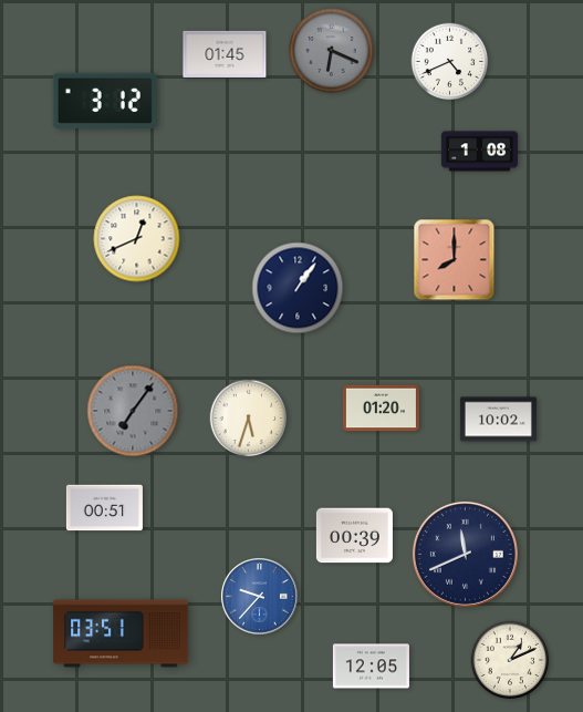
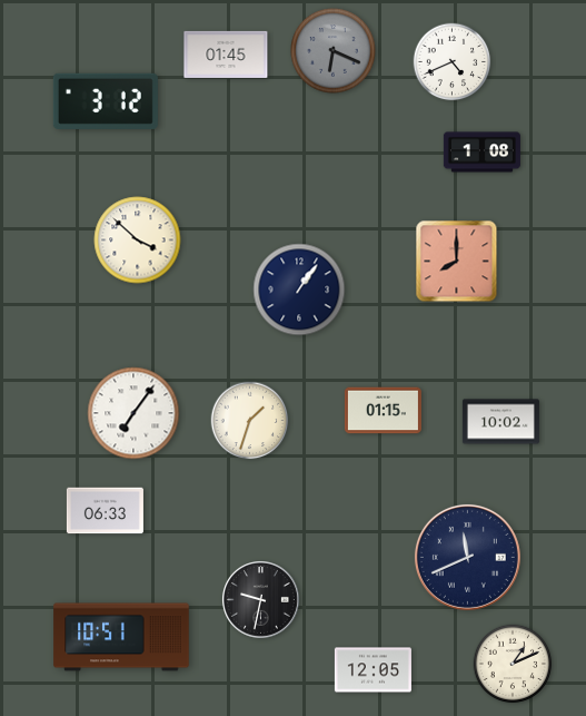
clock at (137, 239): 12:41 -> 3:52
clock at (381, 409): 01:20 -> 01:15
clock at (133, 411) dial: grey -> white
clock at (249, 419): 5:33 -> 1:33
clock at (104, 508): 00:51 -> 06:33
clock at (354, 536): 00:39 -> none
clock at (260, 597): 9:37 -> 9:32
clock at (260, 597) dial: blue -> black
clock at (121, 633): 03:51 -> 10:51
